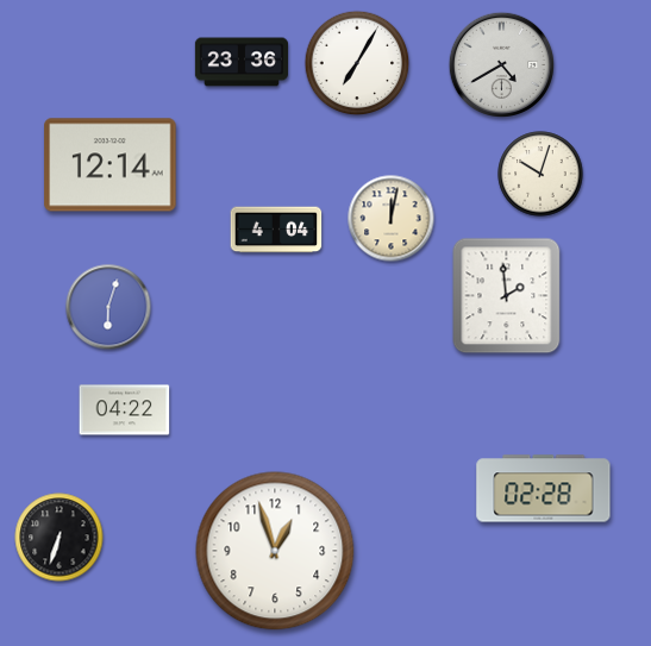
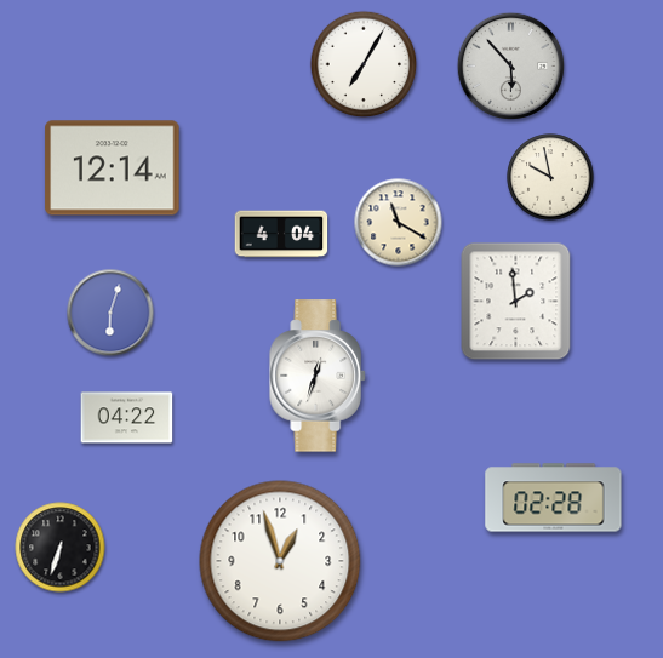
clock at (240, 62): 23:36 -> none
clock at (501, 64): 4:40 -> 5:53
clock at (540, 174): 10:03 -> 9:58
clock at (392, 219): 12:02 -> 11:20
clock at (318, 376): none -> 12:33
